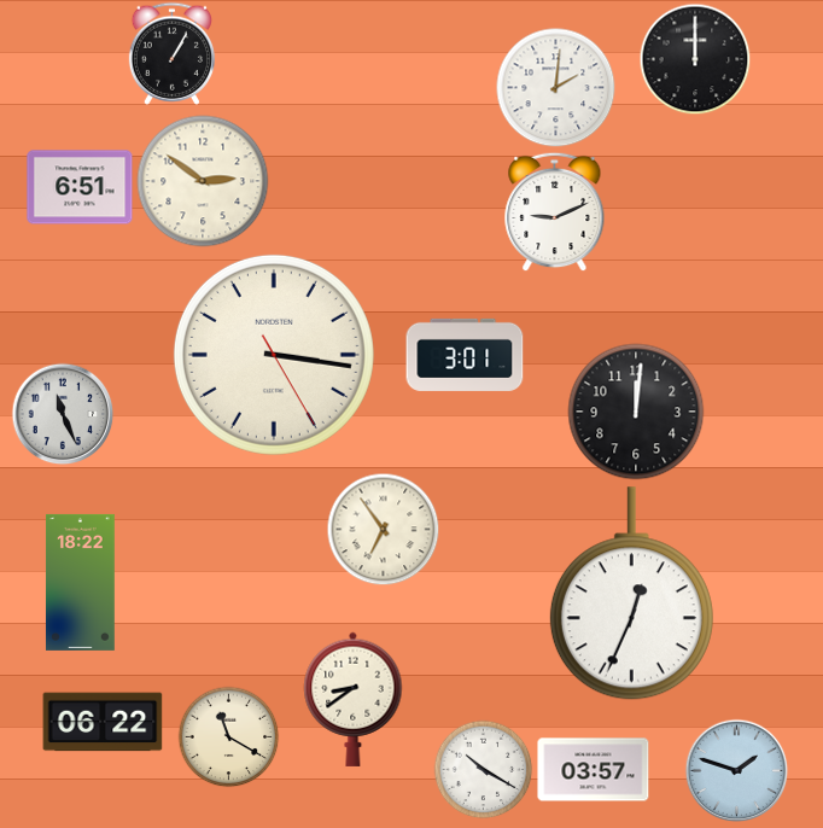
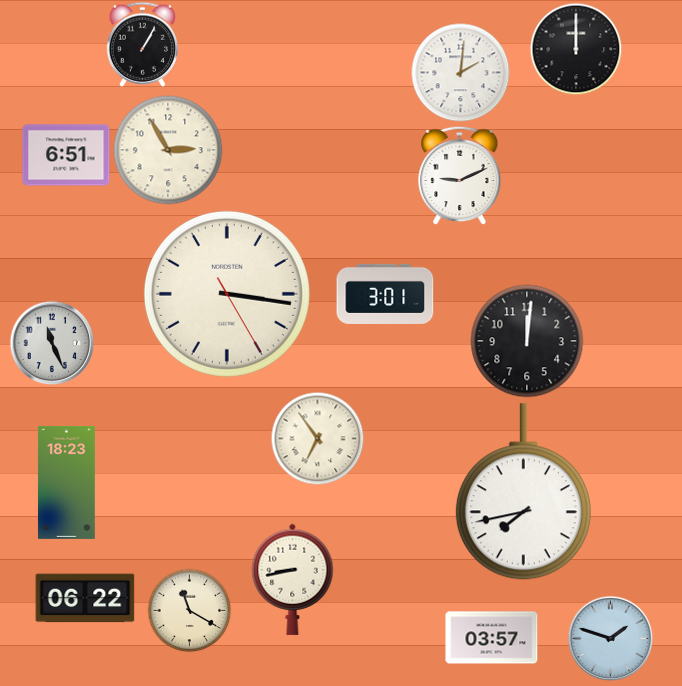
clock at (203, 181): 2:51 -> 2:55
clock at (81, 582): 18:22 -> 18:23
clock at (631, 594): 12:34 -> 7:43
clock at (354, 699): 8:39 -> 8:43
clock at (483, 769): 10:20 -> none
